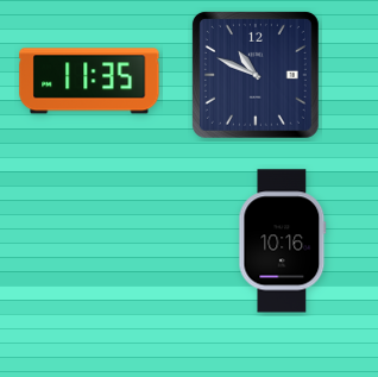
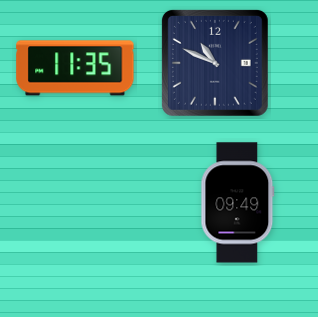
clock at (283, 241): 10:16 -> 09:49
